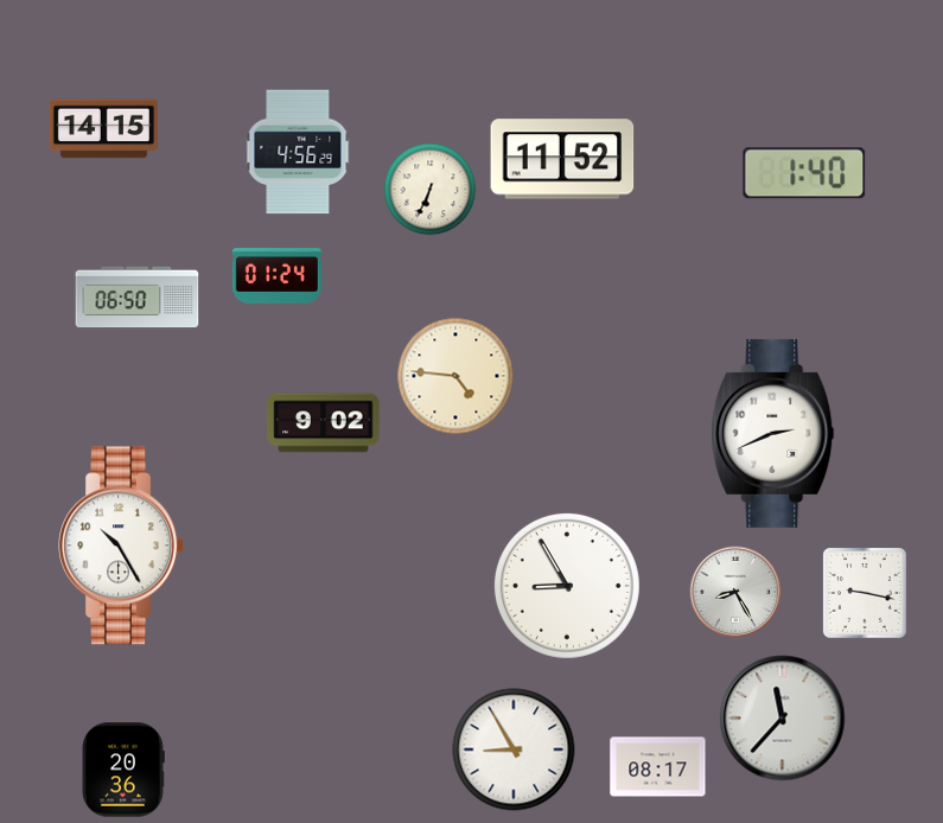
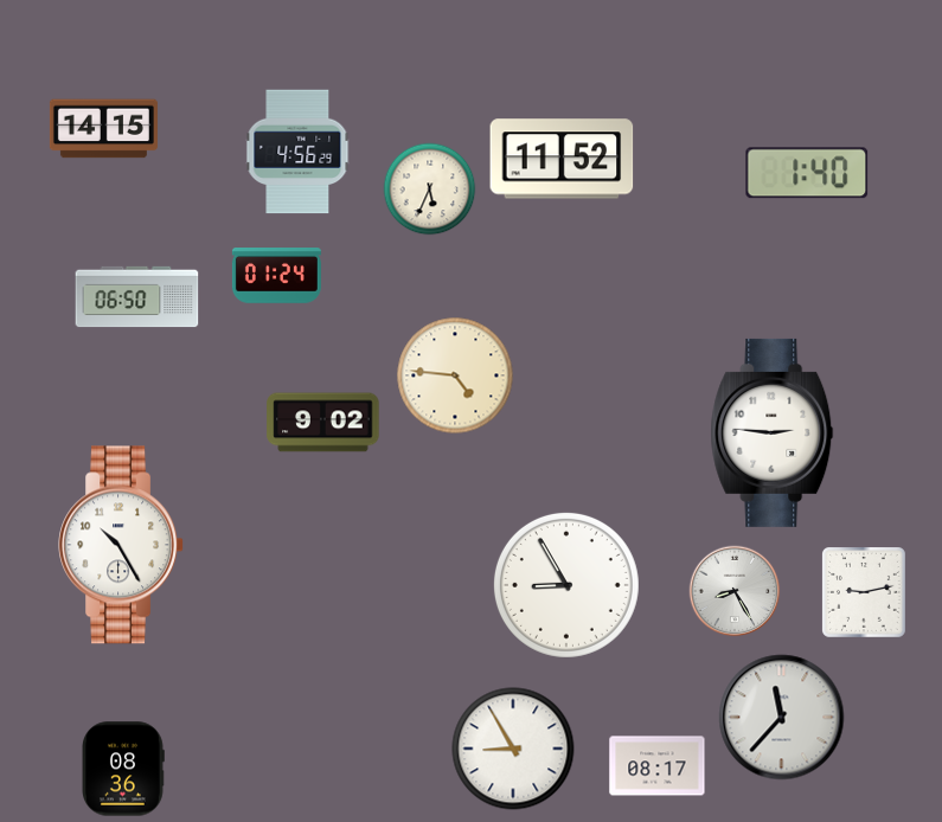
clock at (804, 173) position: (804, 173) -> (807, 173)
clock at (431, 190): 6:34 -> 5:34
clock at (773, 433): 2:41 -> 2:46
clock at (865, 594): 9:17 -> 9:13
clock at (123, 770): 20:36 -> 08:36
